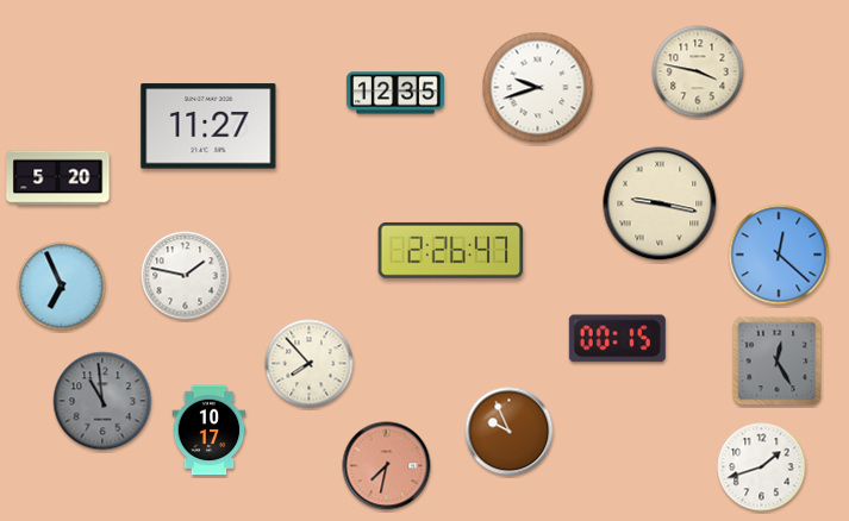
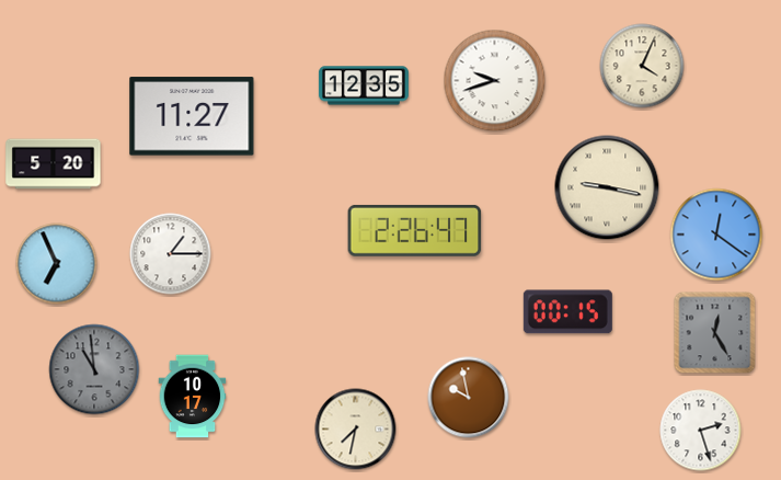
clock at (698, 71): 3:47 -> 4:04
clock at (779, 255): 12:22 -> 12:21
clock at (186, 276): 1:47 -> 1:15
clock at (310, 364): 7:53 -> none
clock at (510, 432): 9:56 -> 9:58
clock at (387, 466) dial: salmon -> cream
clock at (762, 467): 1:42 -> 2:27
